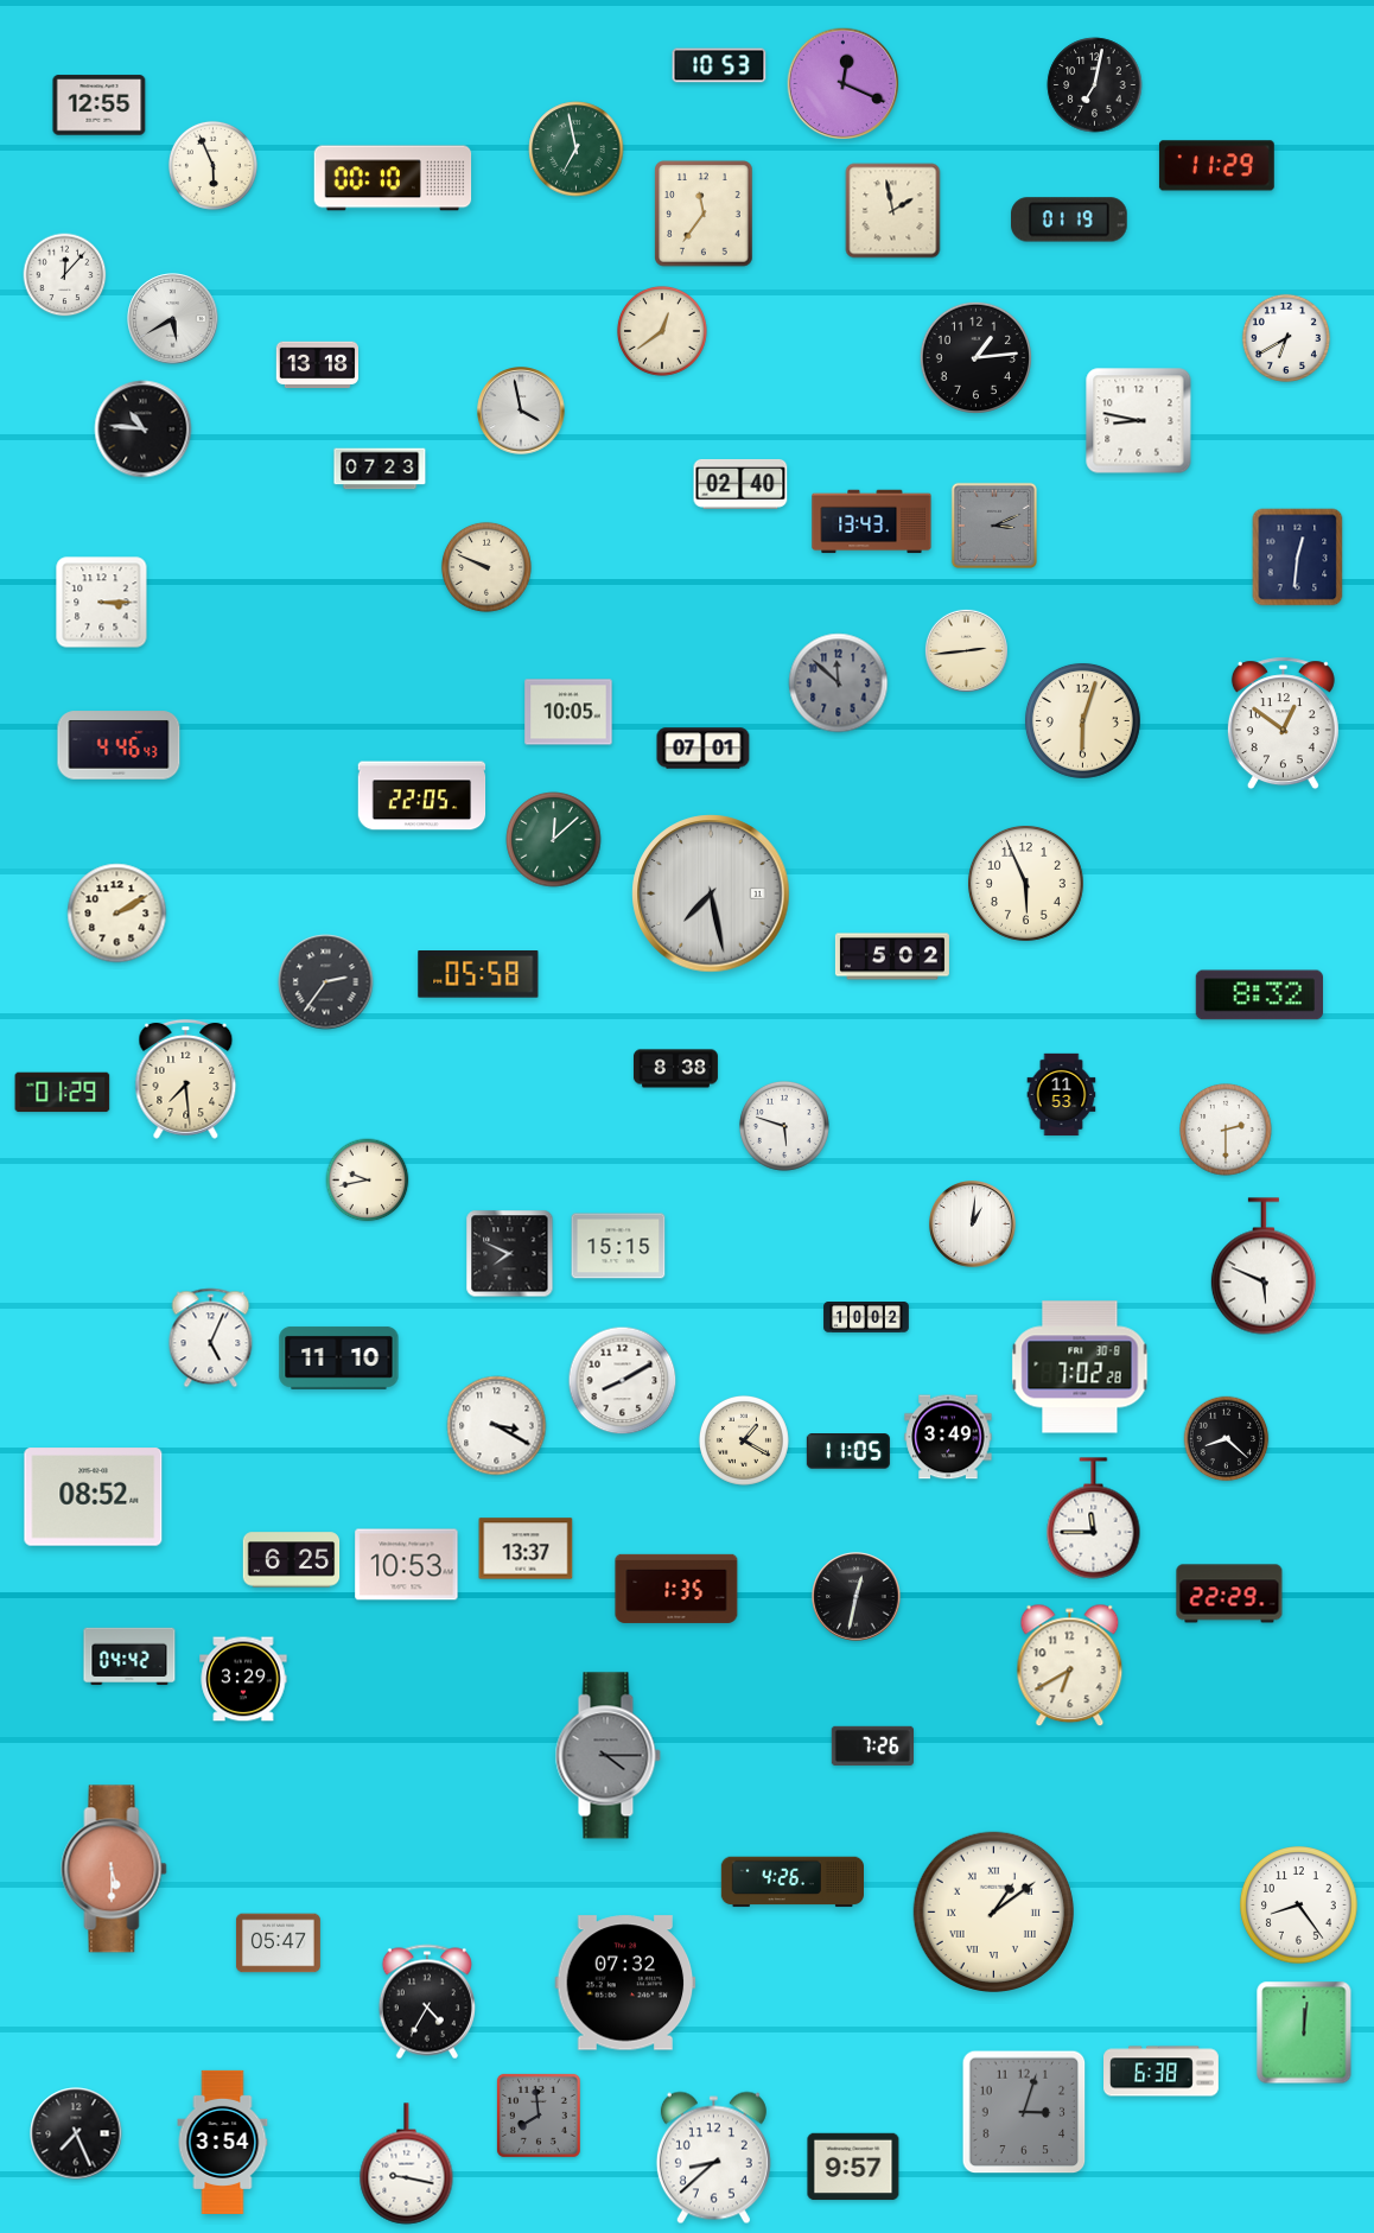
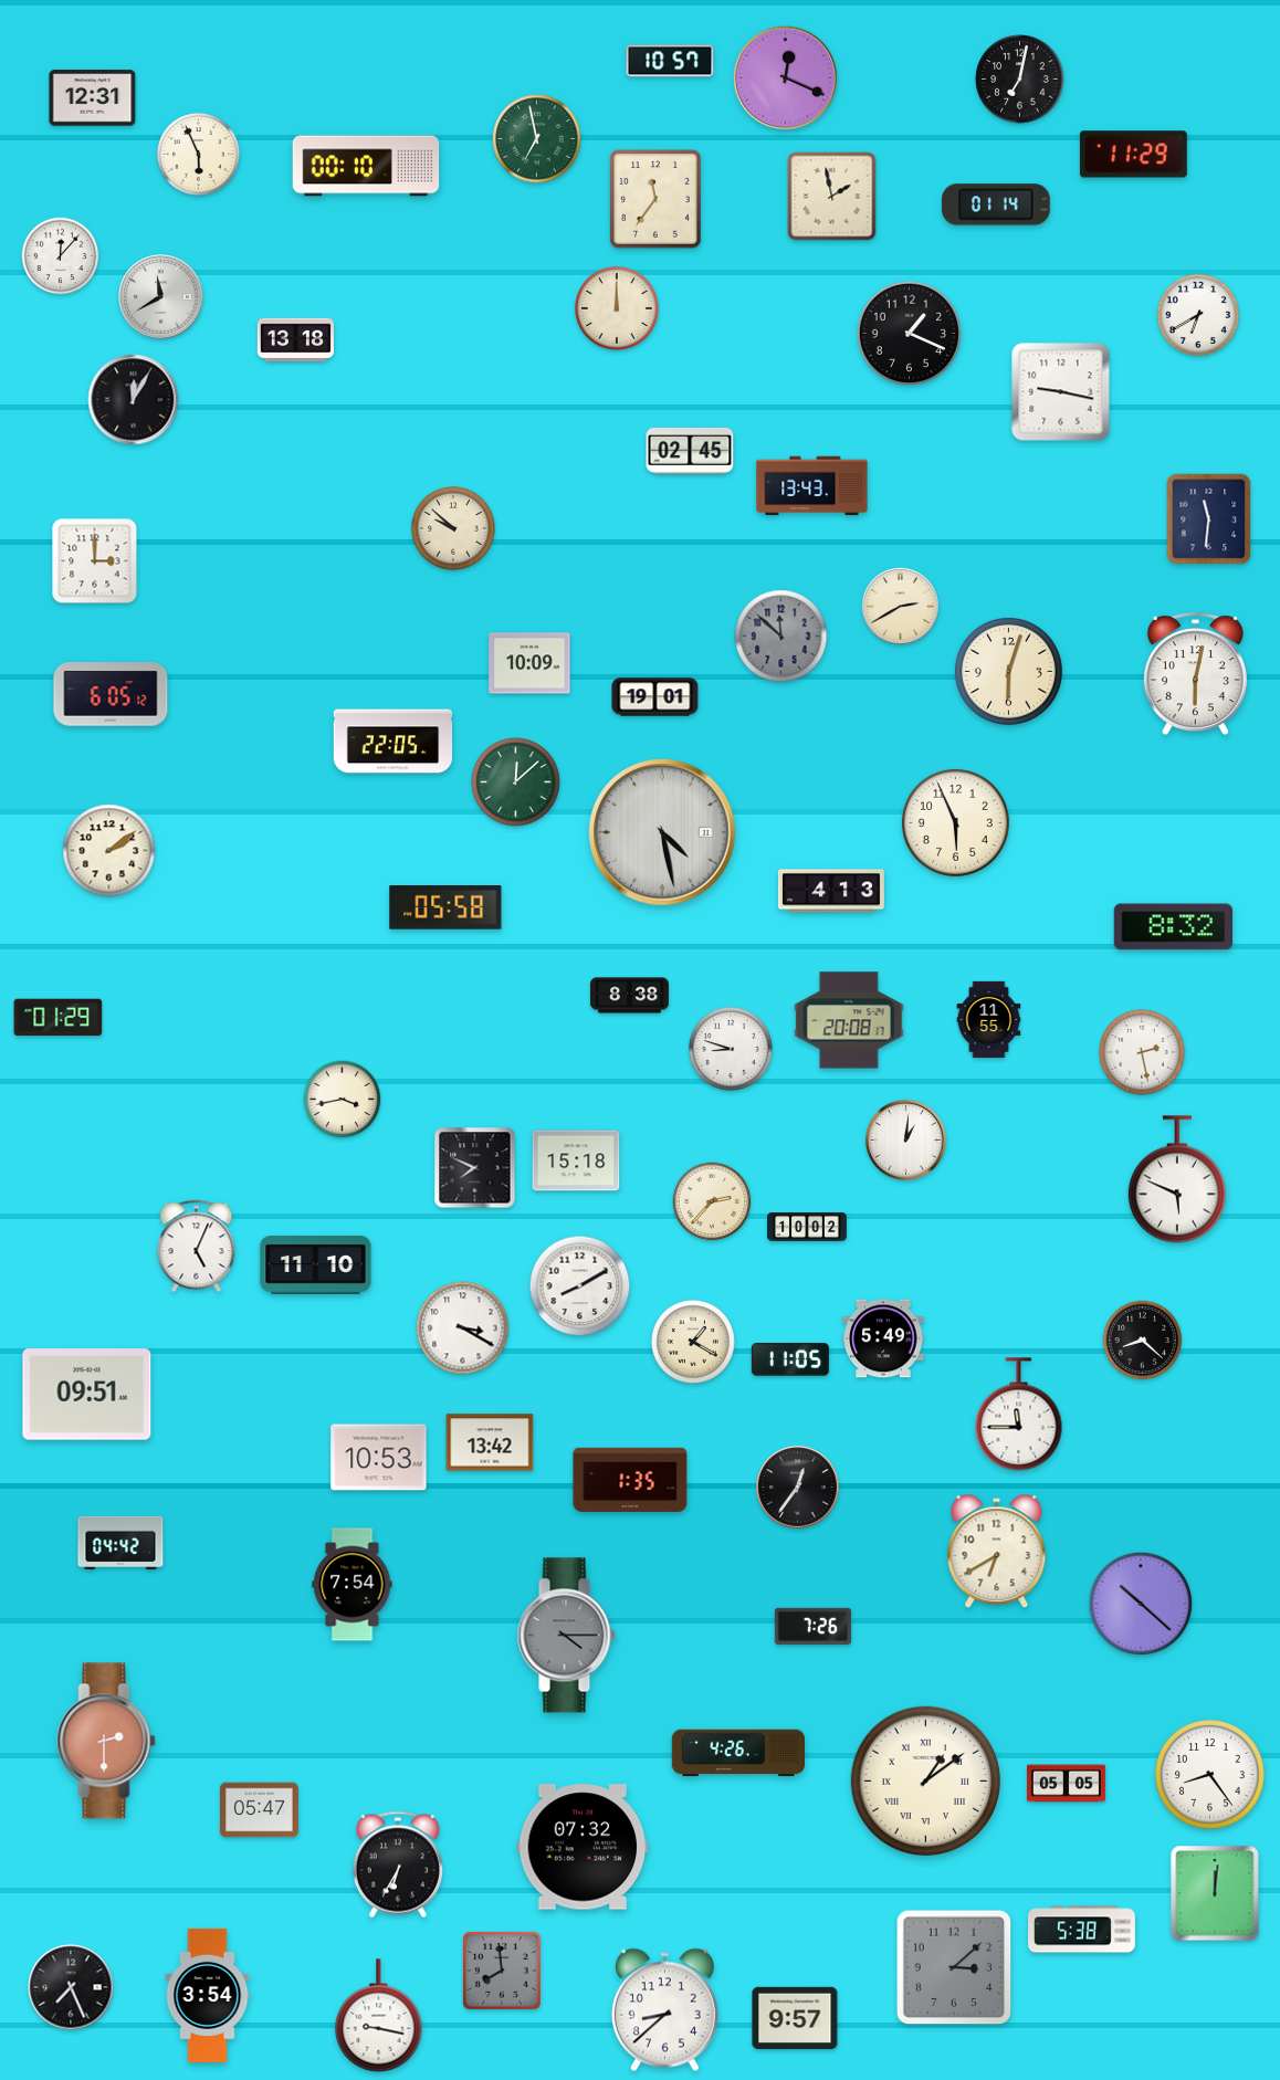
clock at (719, 65): 10:53 -> 10:57
clock at (100, 106): 12:55 -> 12:31
clock at (1070, 220): 01:19 -> 01:14
clock at (173, 319): 5:40 -> 11:40
clock at (662, 331): 12:39 -> 12:00
clock at (975, 357): 1:14 -> 1:19
clock at (521, 411): 3:58 -> none
clock at (1139, 421): 8:47 -> 9:17
clock at (144, 430): 10:46 -> 12:05
clock at (380, 469): 07:23 -> none
clock at (740, 484): 02:40 -> 02:45
clock at (993, 524): 3:11 -> none
clock at (1298, 558): 12:31 -> 11:31
clock at (486, 567): 9:49 -> 9:52
clock at (102, 603): 3:15 -> 3:00
clock at (966, 650): 2:44 -> 2:40
clock at (568, 712): 10:05 -> 10:09
clock at (1283, 724): 12:51 -> 6:02
clock at (119, 745): 4:46 -> 6:05
clock at (704, 749): 07:01 -> 19:01
clock at (711, 893): 7:28 -> 4:28
clock at (117, 914): 2:10 -> 2:09
clock at (892, 956): 5:02 -> 4:13
clock at (326, 982): 2:36 -> none
clock at (186, 1079): 7:29 -> none
clock at (849, 1020): none -> 20:08
clock at (1062, 1095): 11:53 -> 11:55
clock at (784, 1126): 5:48 -> 8:48
clock at (1226, 1130): 2:30 -> 2:28
clock at (368, 1181): 9:43 -> 3:43
clock at (618, 1246): 15:15 -> 15:18
clock at (712, 1201): none -> 2:37
clock at (1080, 1367): 7:02 -> none
clock at (948, 1437): 3:49 -> 5:49
clock at (848, 1451) position: (848, 1451) -> (790, 1359)
clock at (94, 1497): 08:52 -> 09:51
clock at (526, 1548): 13:37 -> 13:42
clock at (292, 1560): 6:25 -> none
clock at (1229, 1593): 22:29 -> none
clock at (857, 1597): 12:32 -> 12:36
clock at (243, 1679): 3:29 -> none
clock at (353, 1585): none -> 7:54
clock at (1141, 1604): none -> 10:22
clock at (114, 1869): 5:30 -> 2:30
clock at (1066, 1784): none -> 05:05
clock at (427, 2002): 4:35 -> 6:35
clock at (1162, 2072): 6:38 -> 5:38
clock at (1024, 2112): 3:03 -> 3:08
